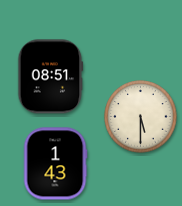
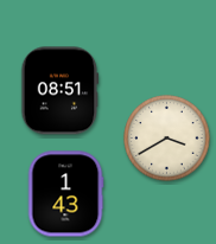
clock at (141, 117): 5:30 -> 3:40
